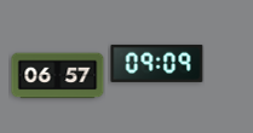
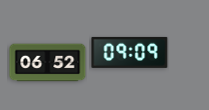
clock at (58, 76): 06:57 -> 06:52
